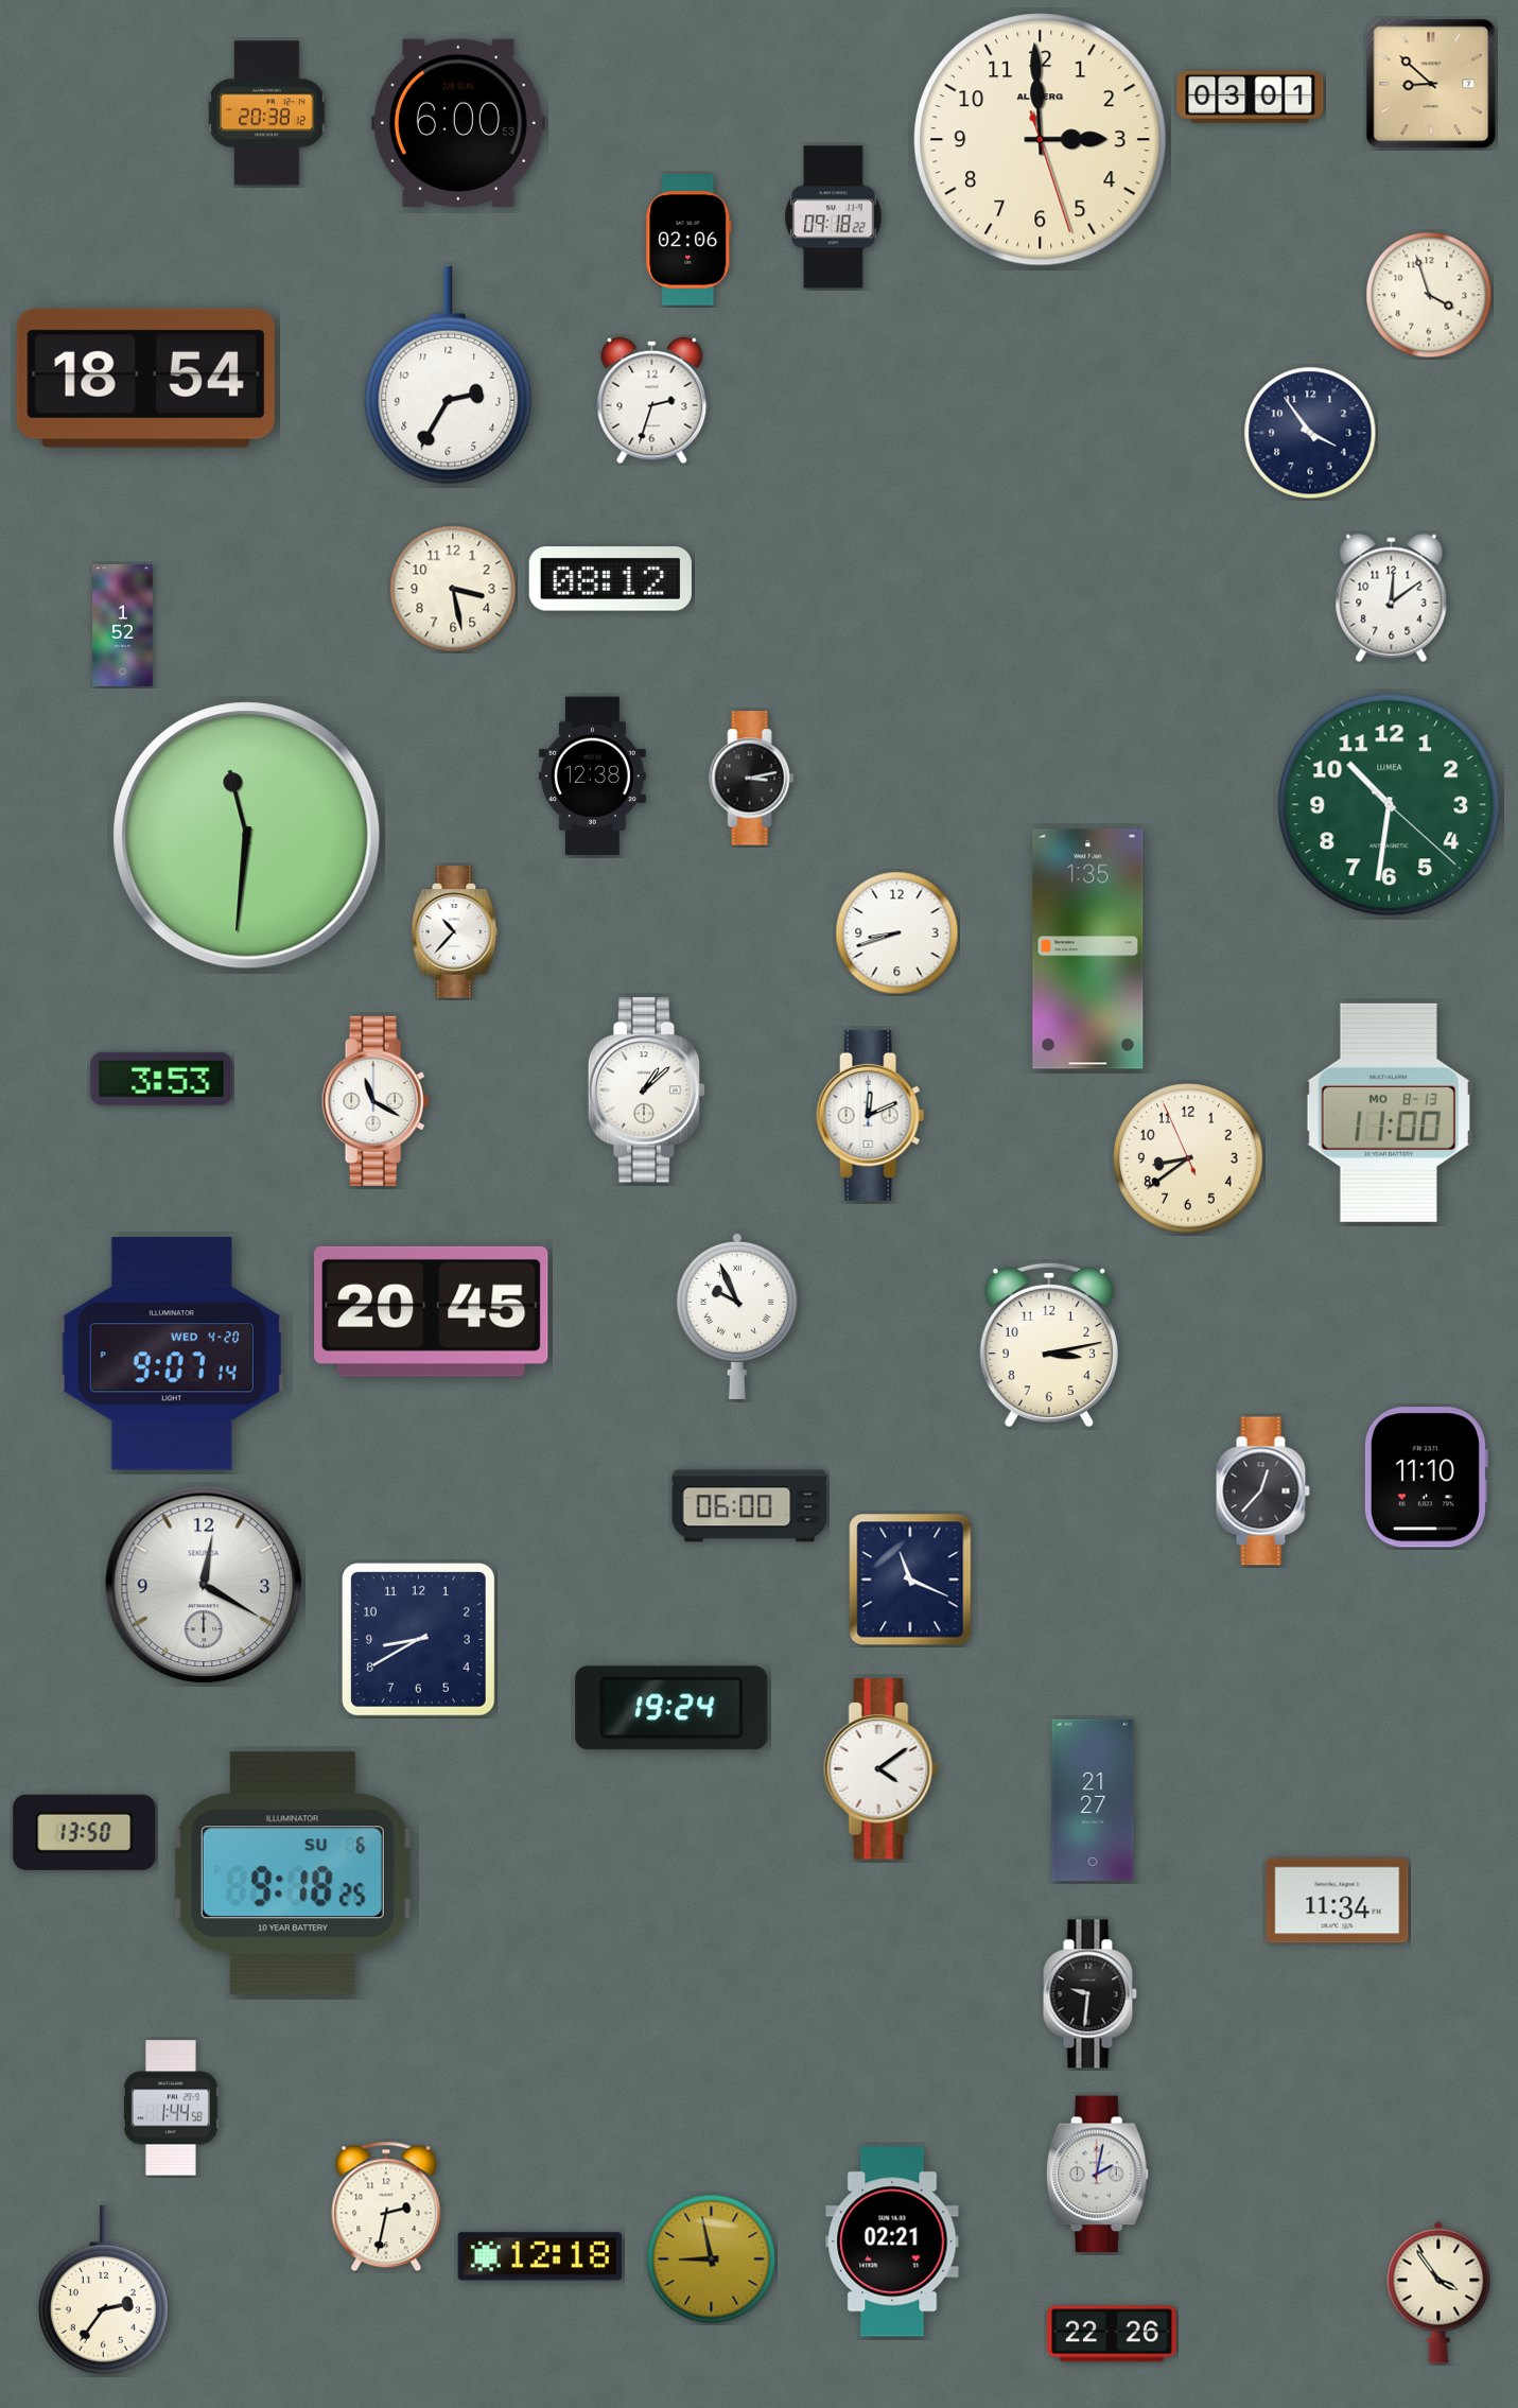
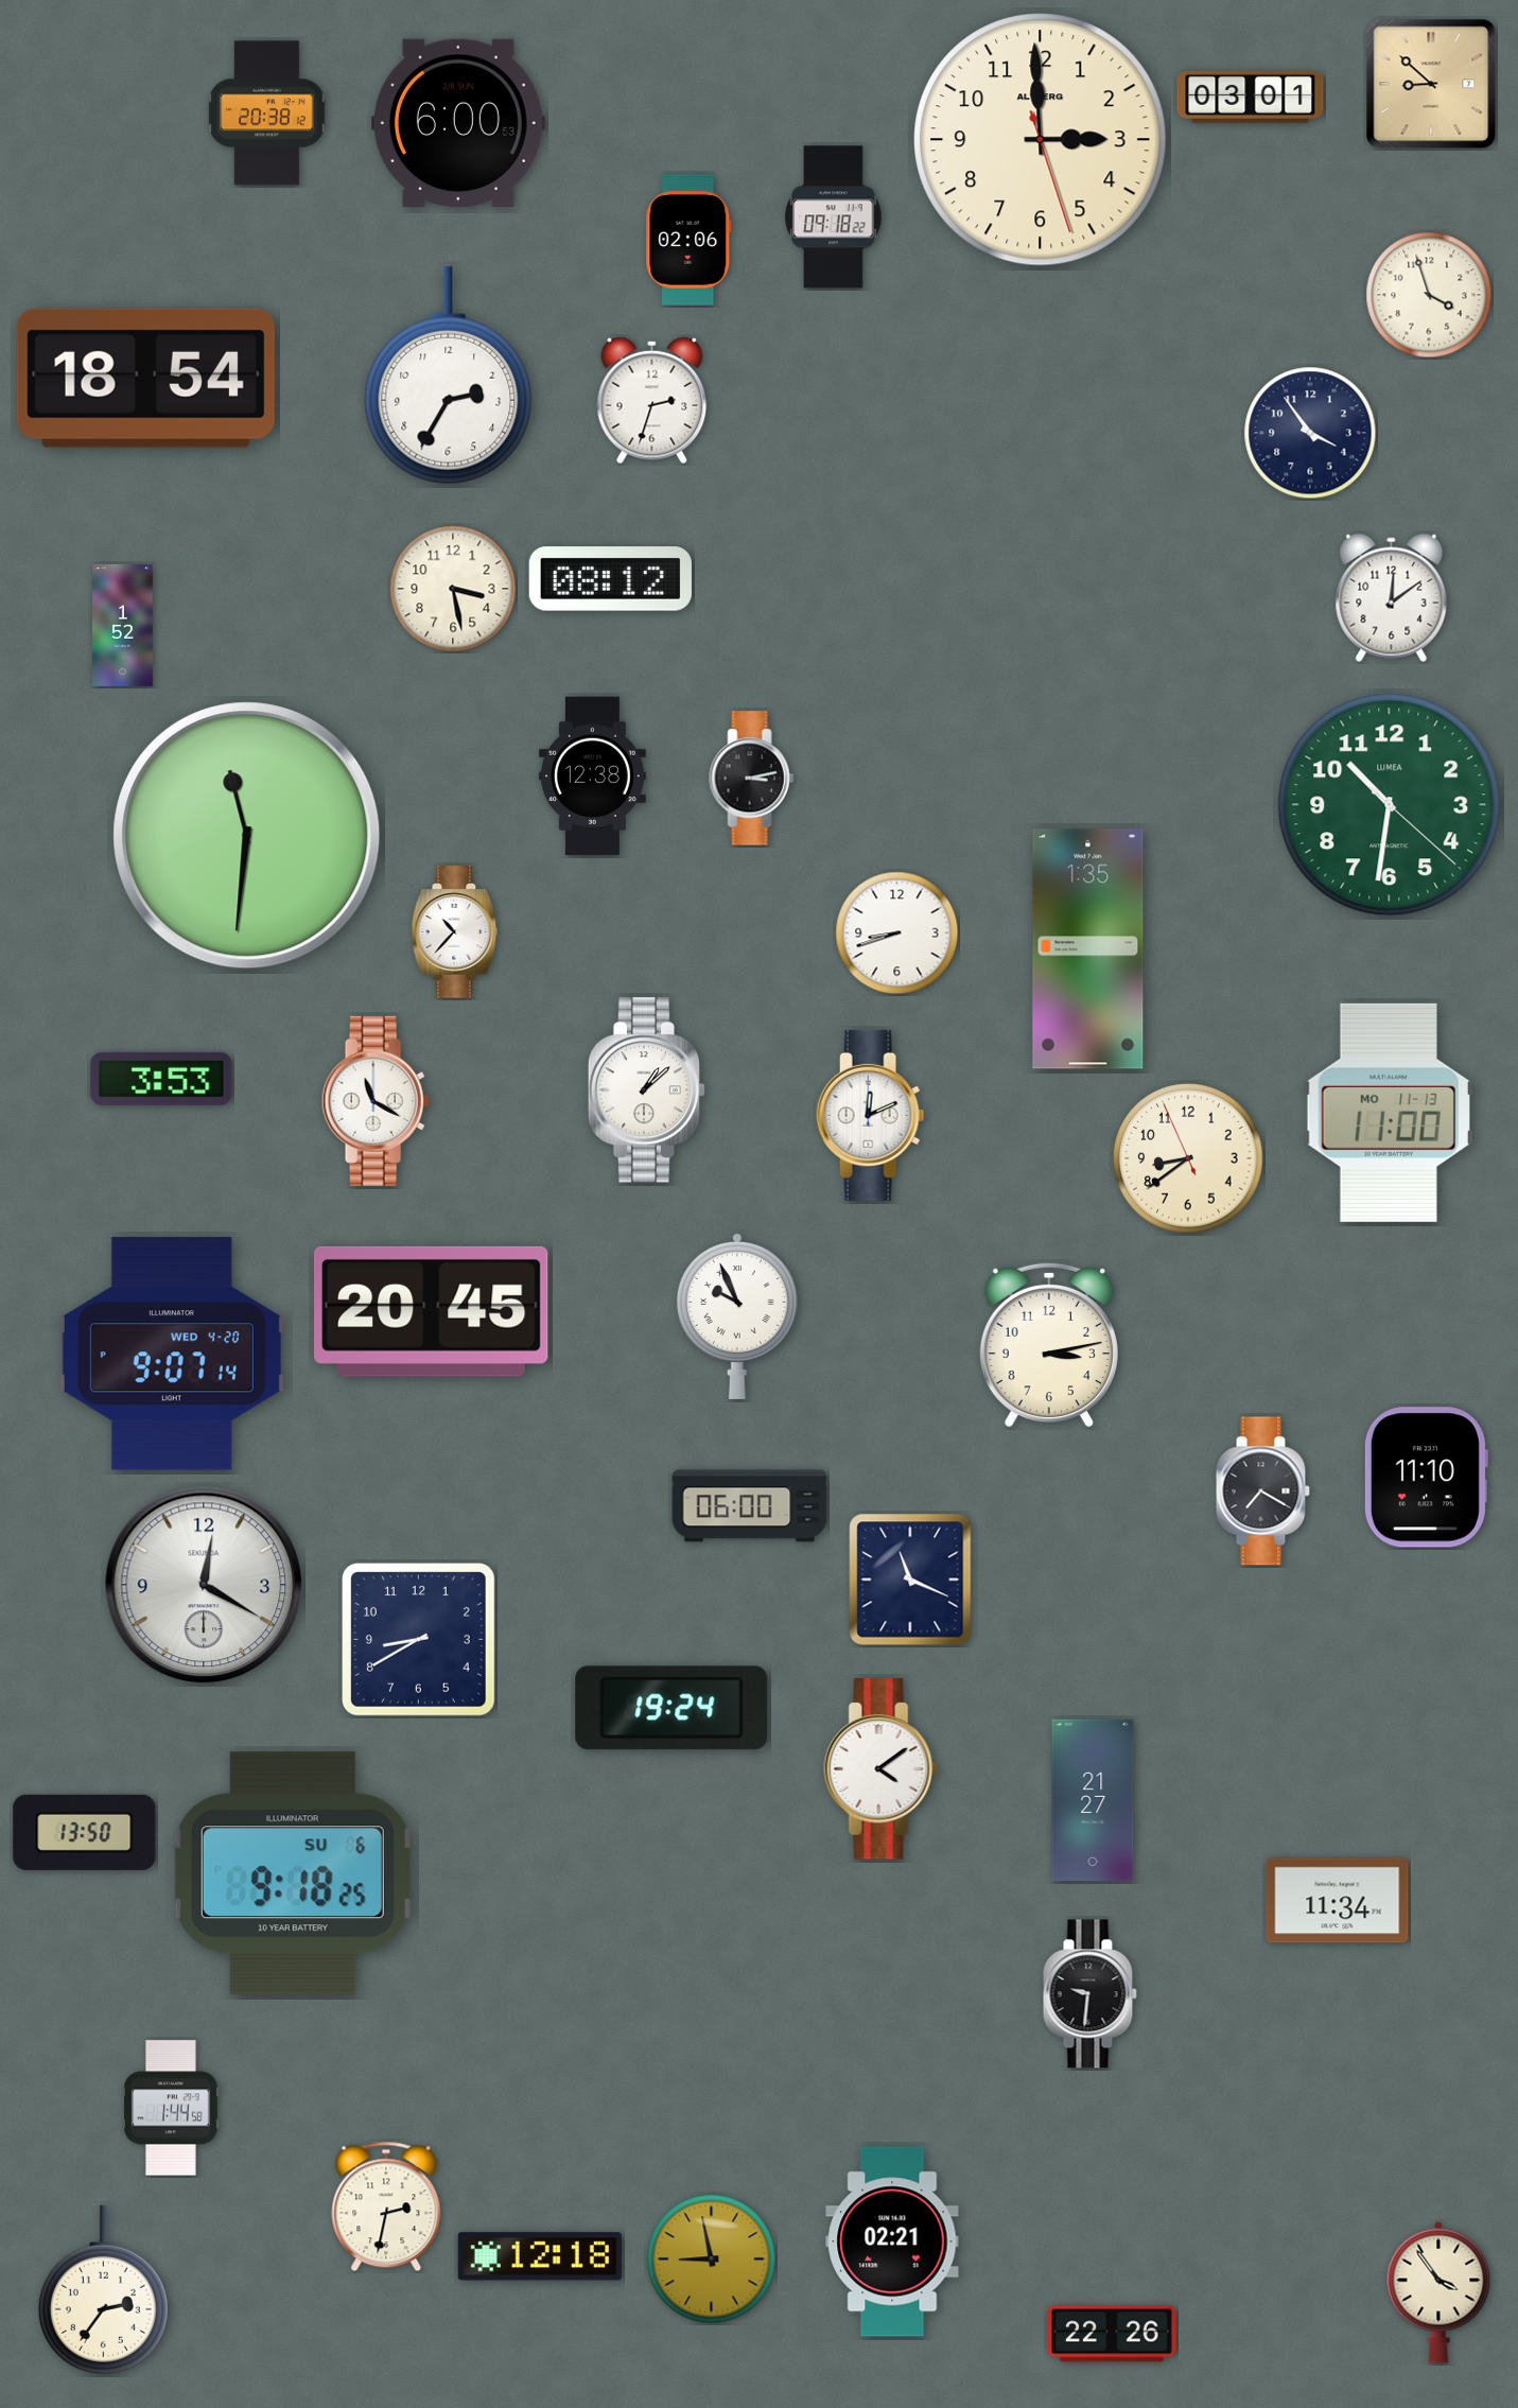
clock at (1389, 1113) date: MO 8-13 -> MO 11-13
clock at (1262, 1491): 12:37 -> 7:20
clock at (1097, 2175): 2:02 -> none
